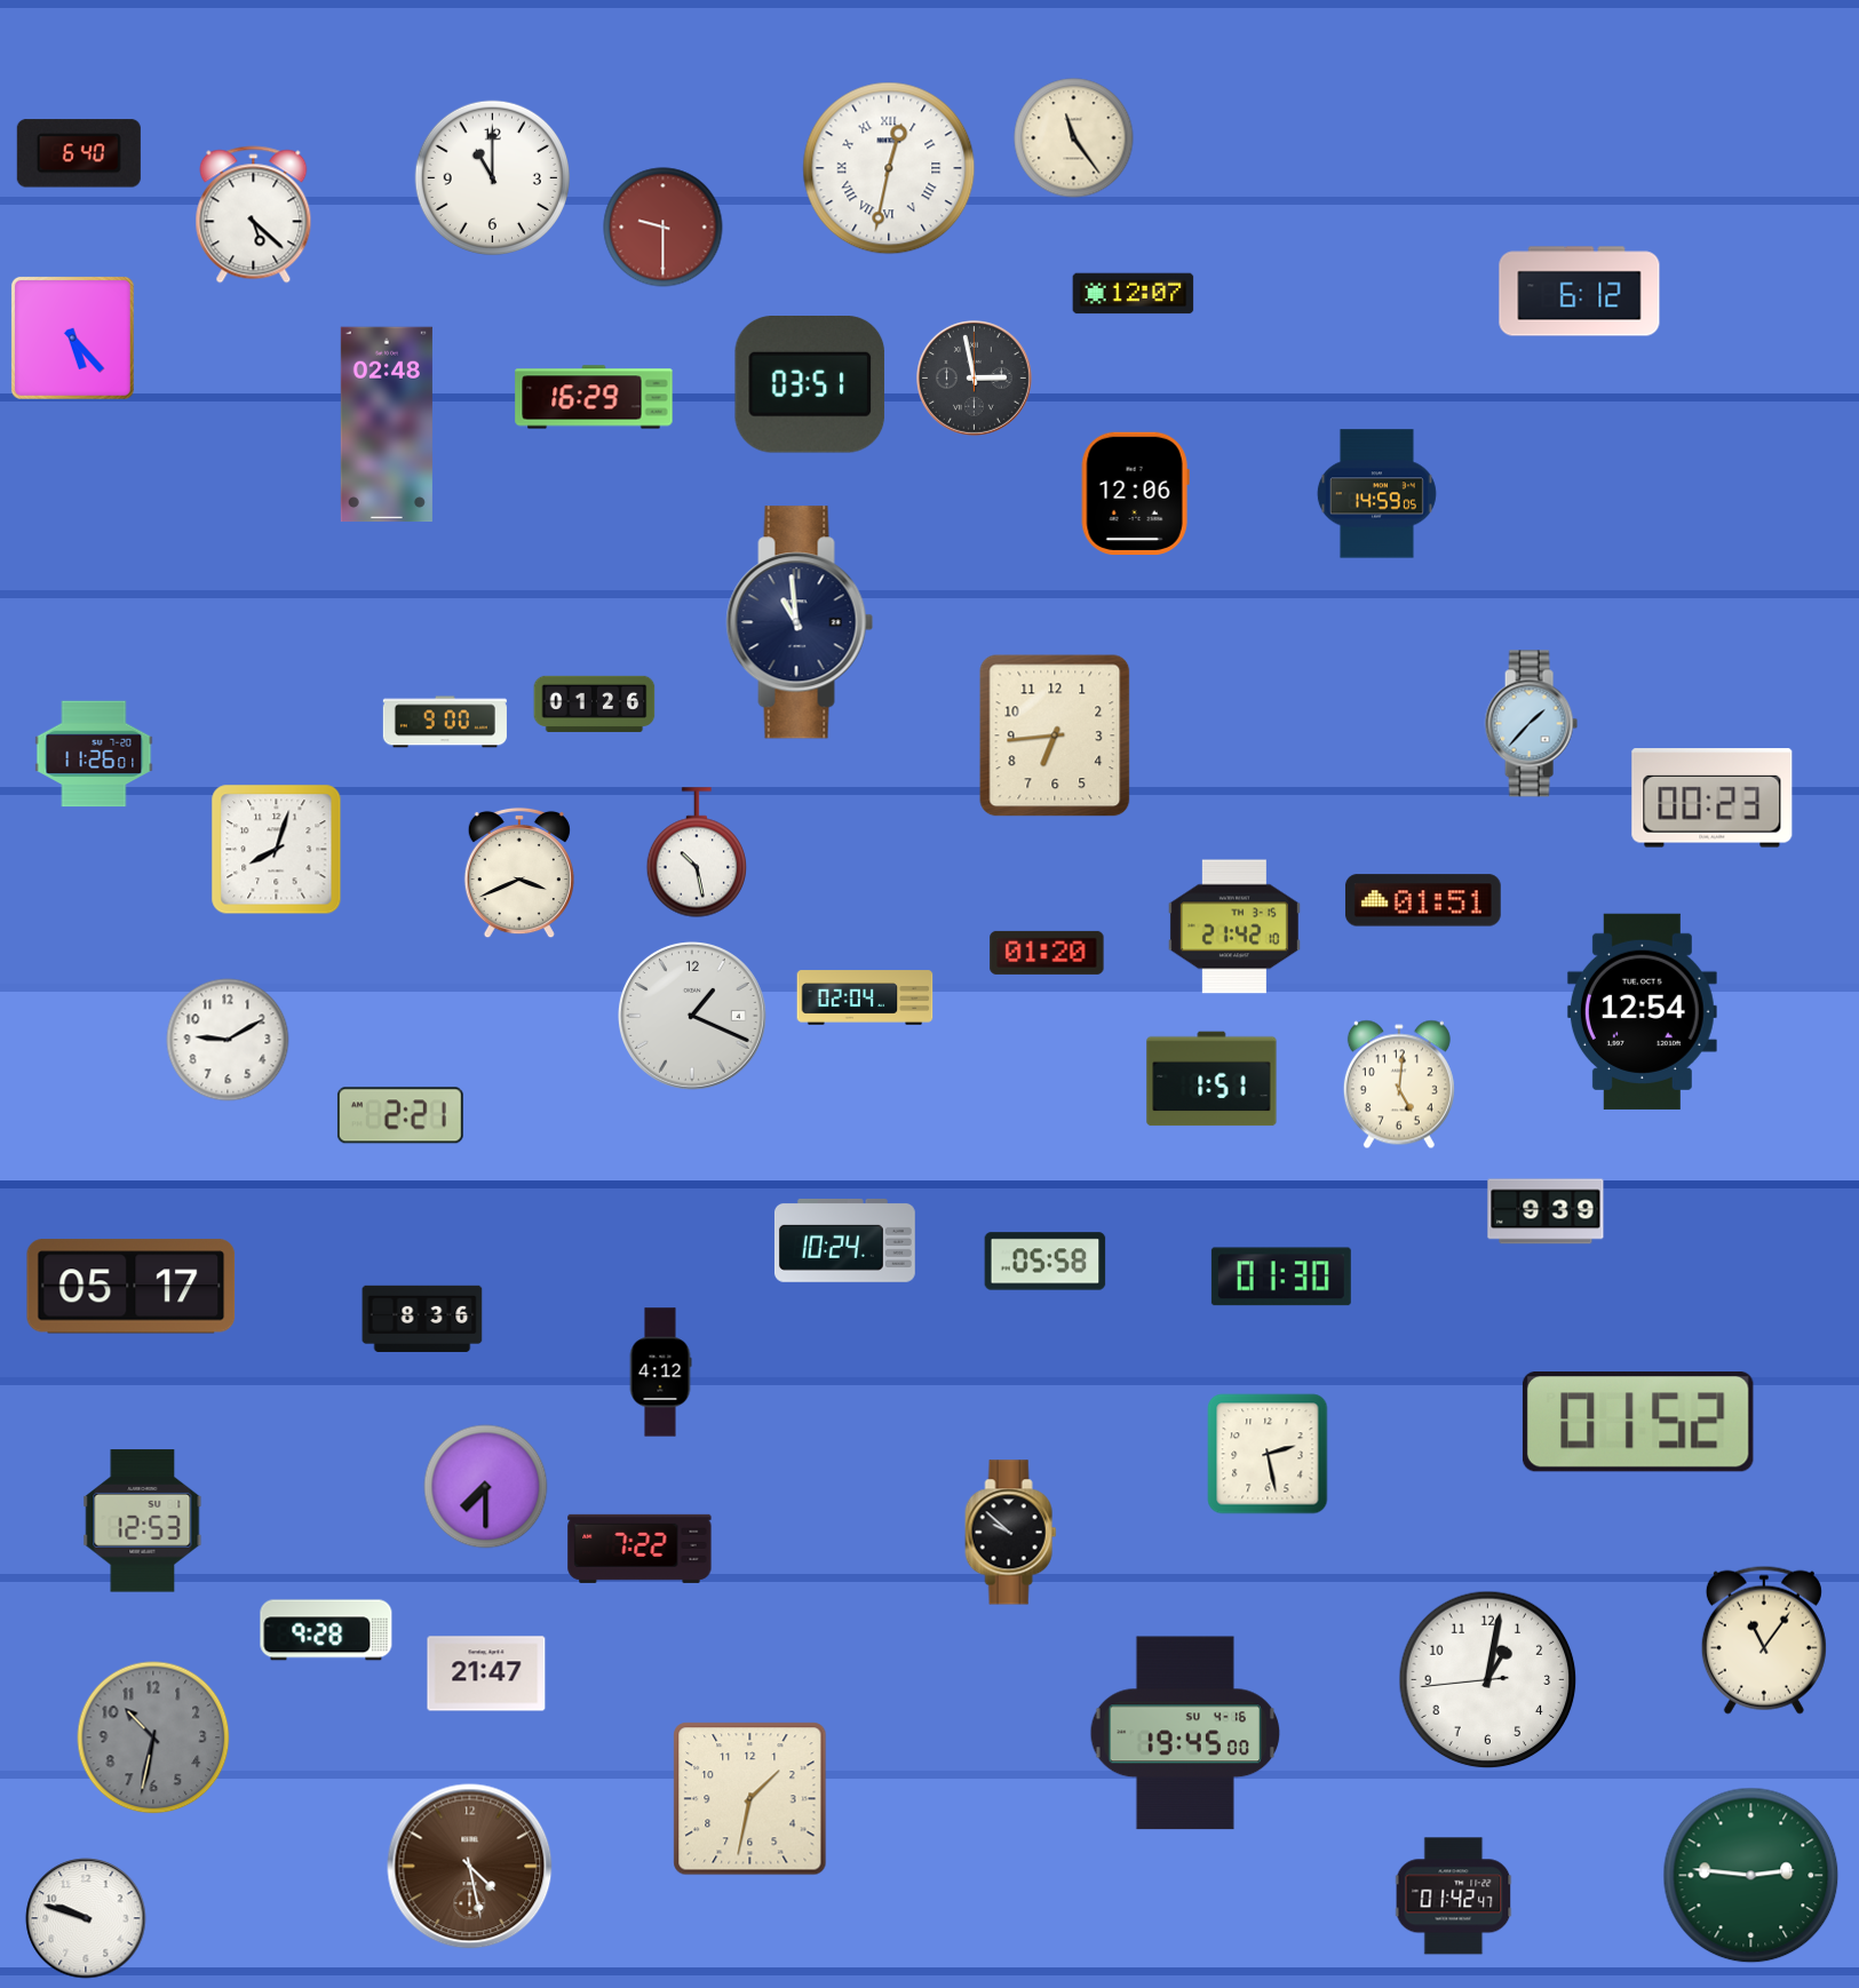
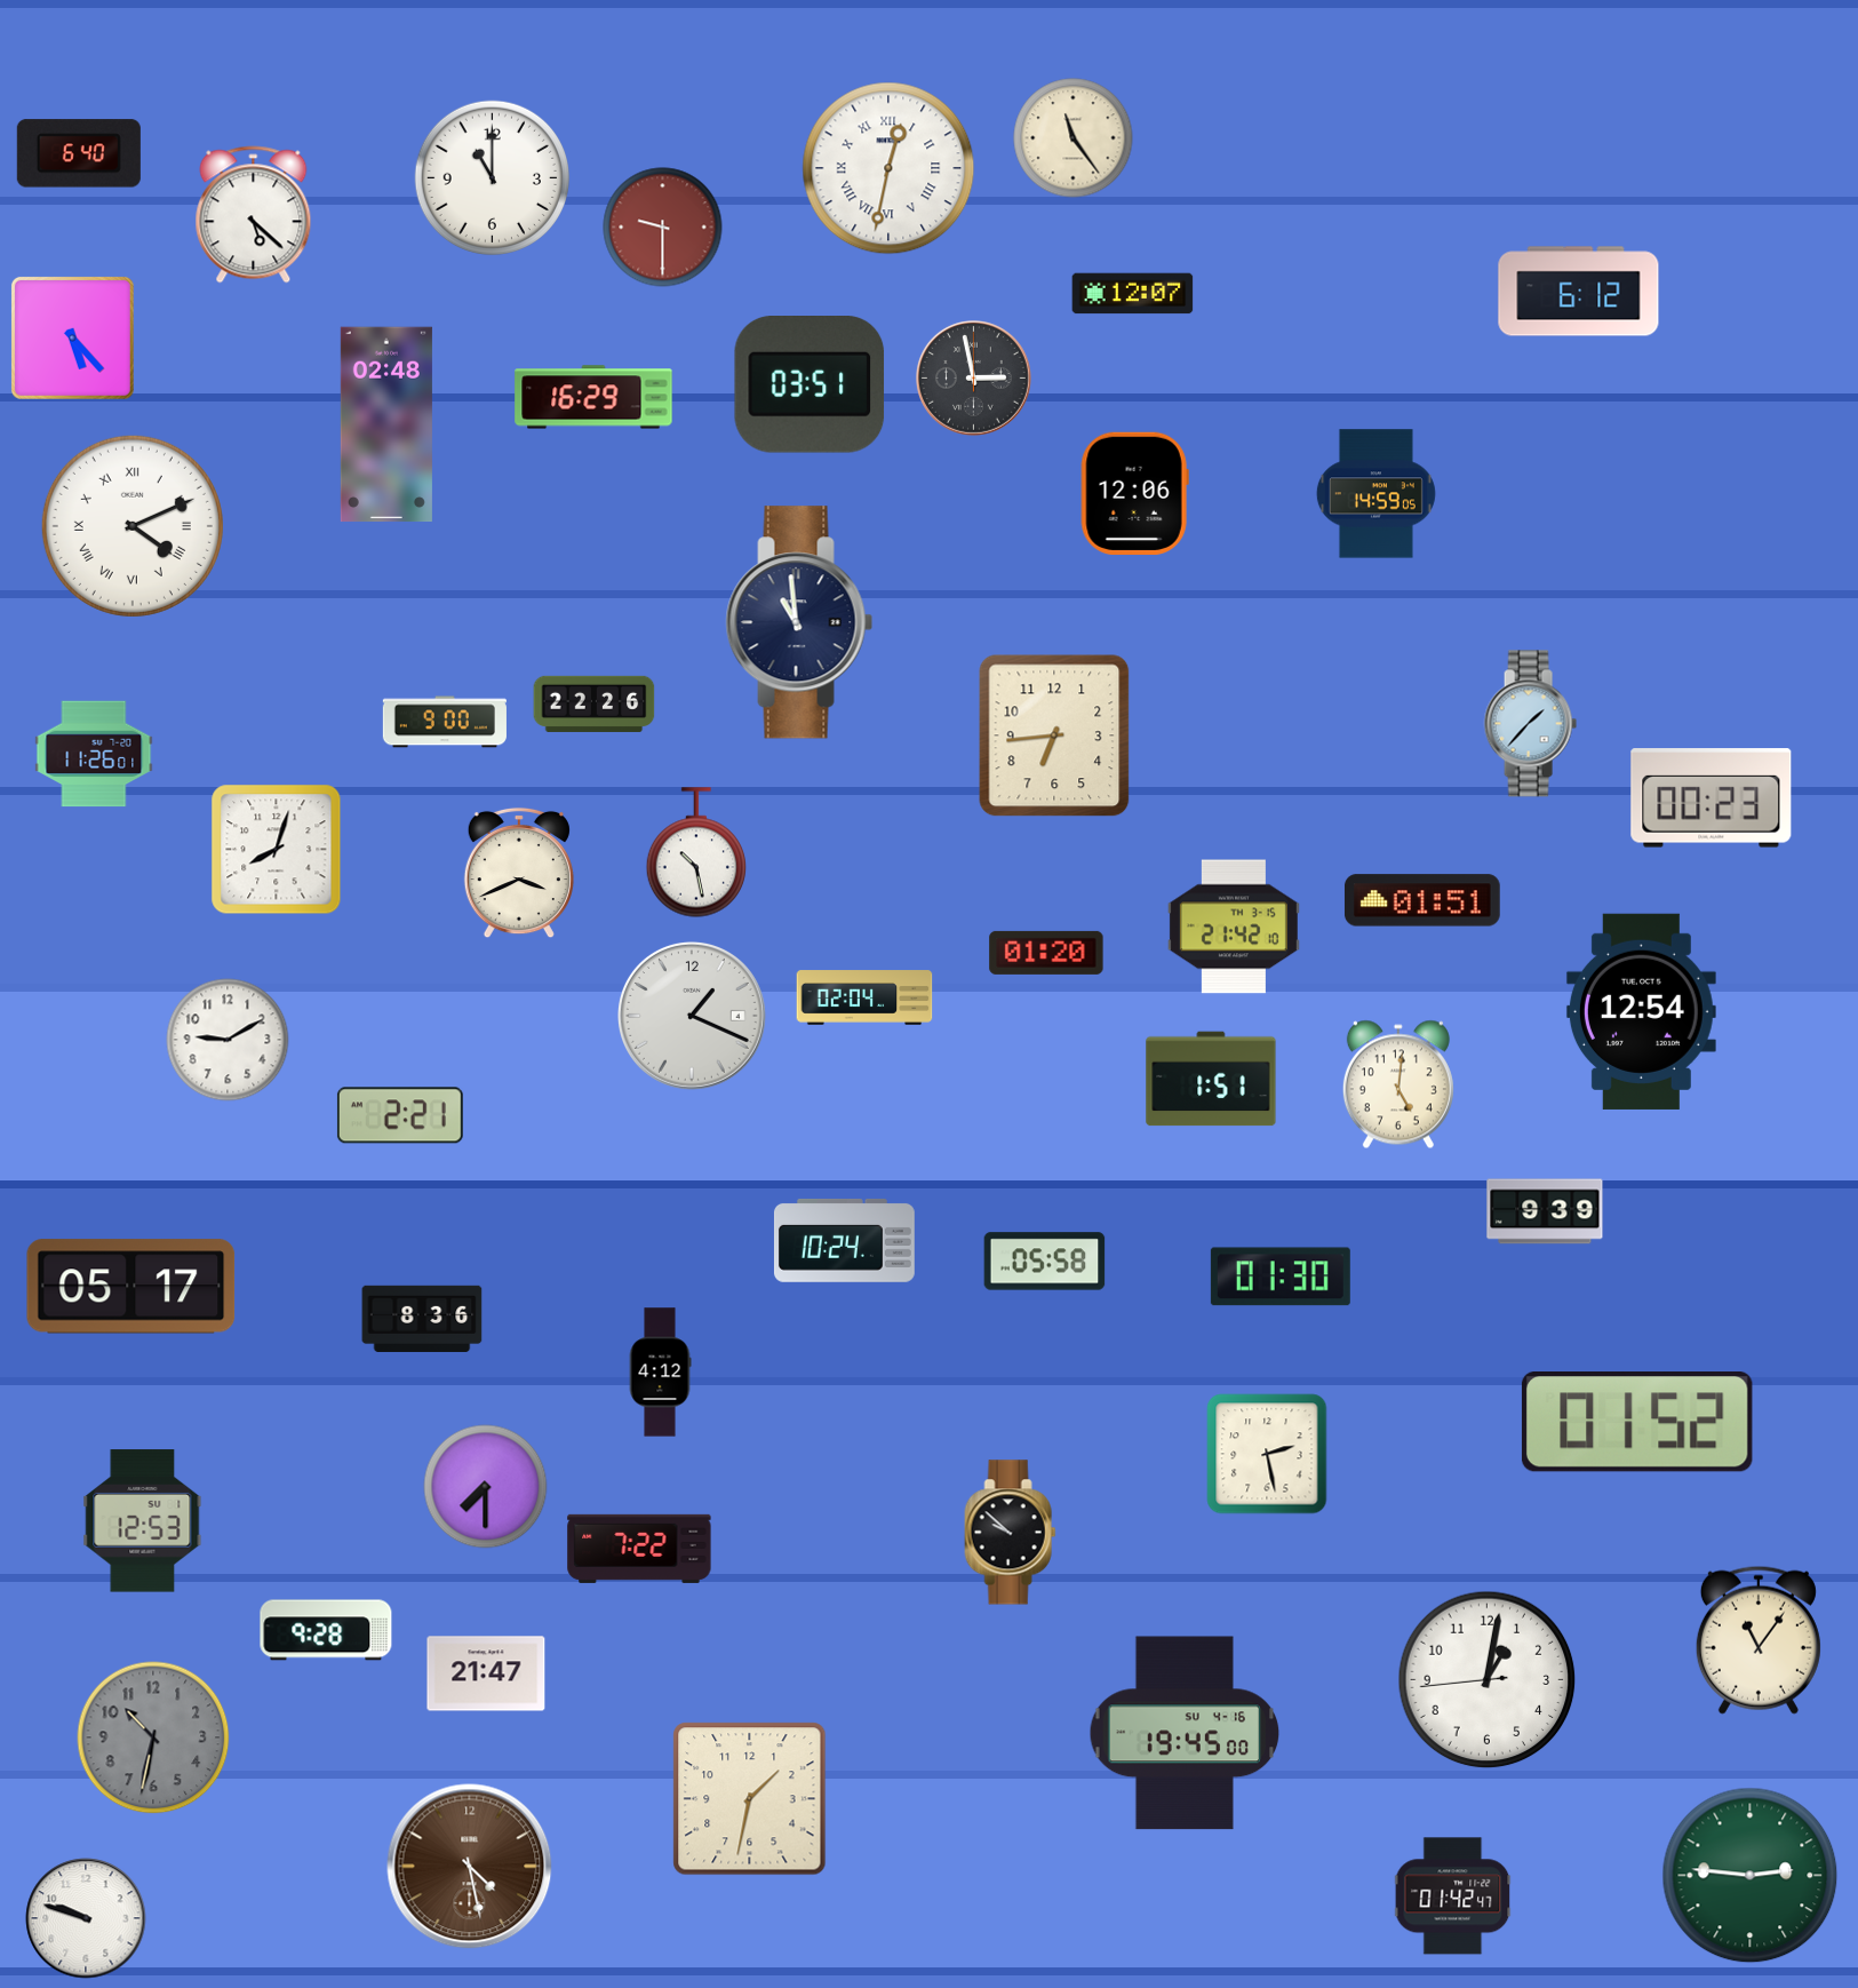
clock at (133, 526): none -> 4:11
clock at (595, 703): 01:26 -> 22:26
clock at (1764, 1640) position: (1764, 1640) -> (1759, 1640)
